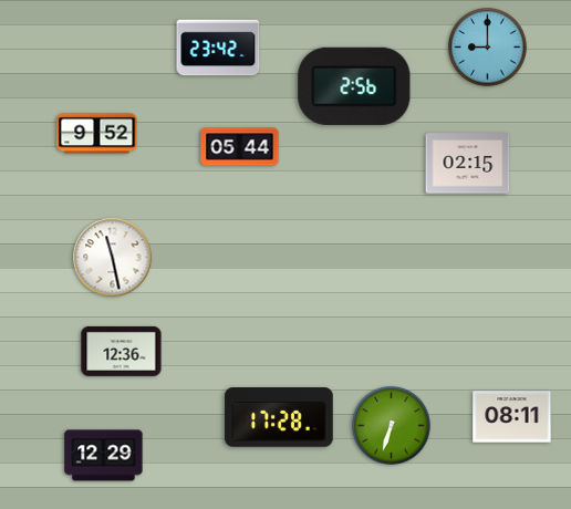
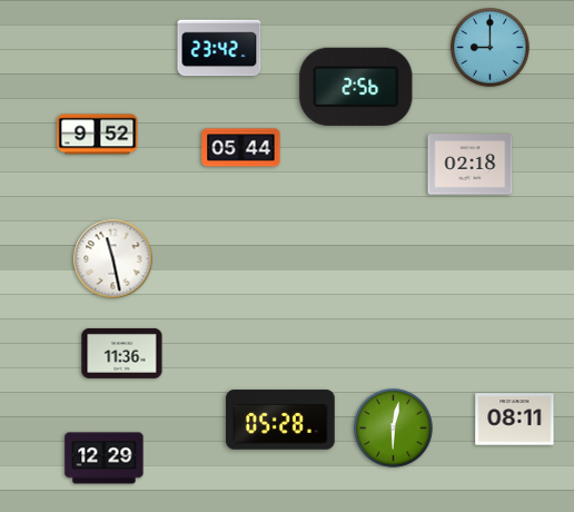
clock at (468, 164): 02:15 -> 02:18
clock at (122, 351): 12:36 -> 11:36
clock at (279, 417): 17:28 -> 05:28
clock at (392, 426): 6:33 -> 6:02
